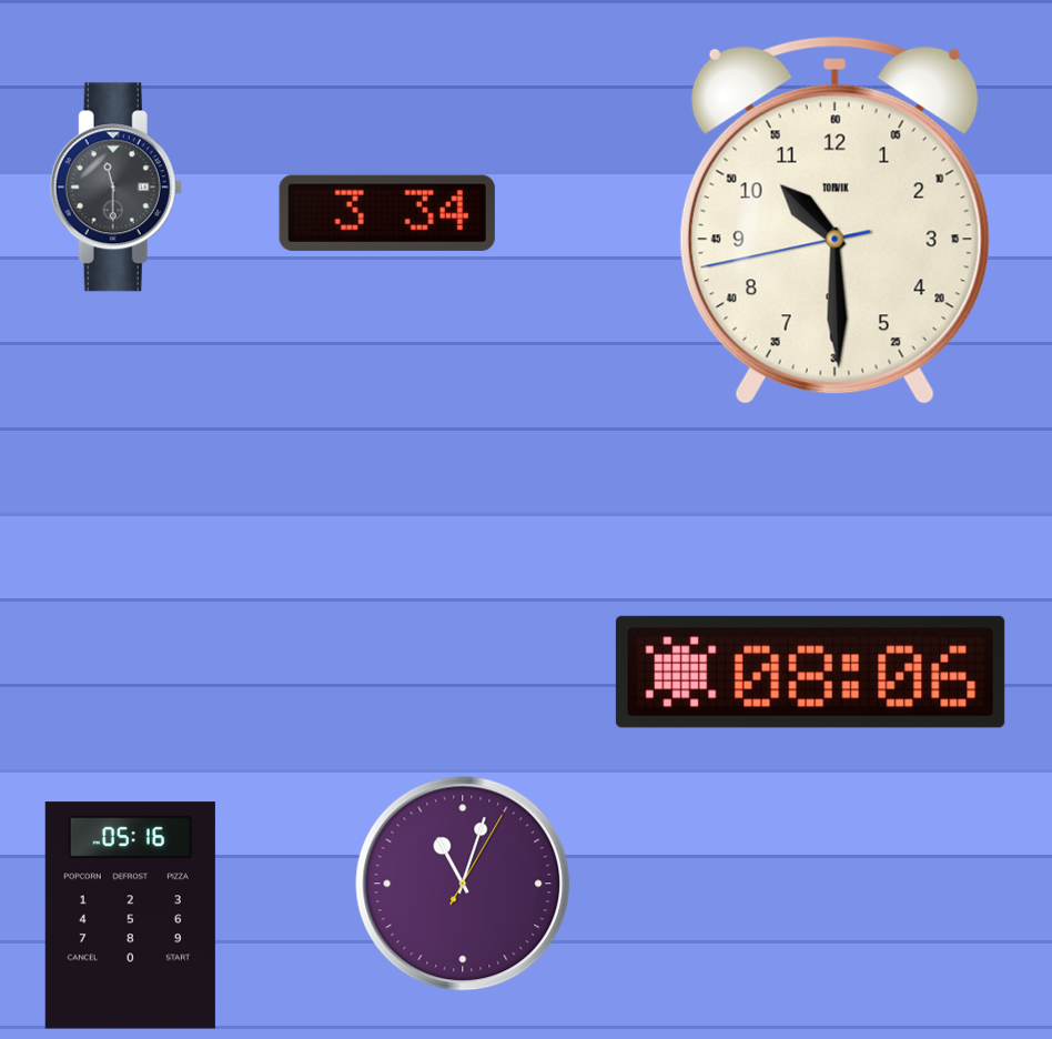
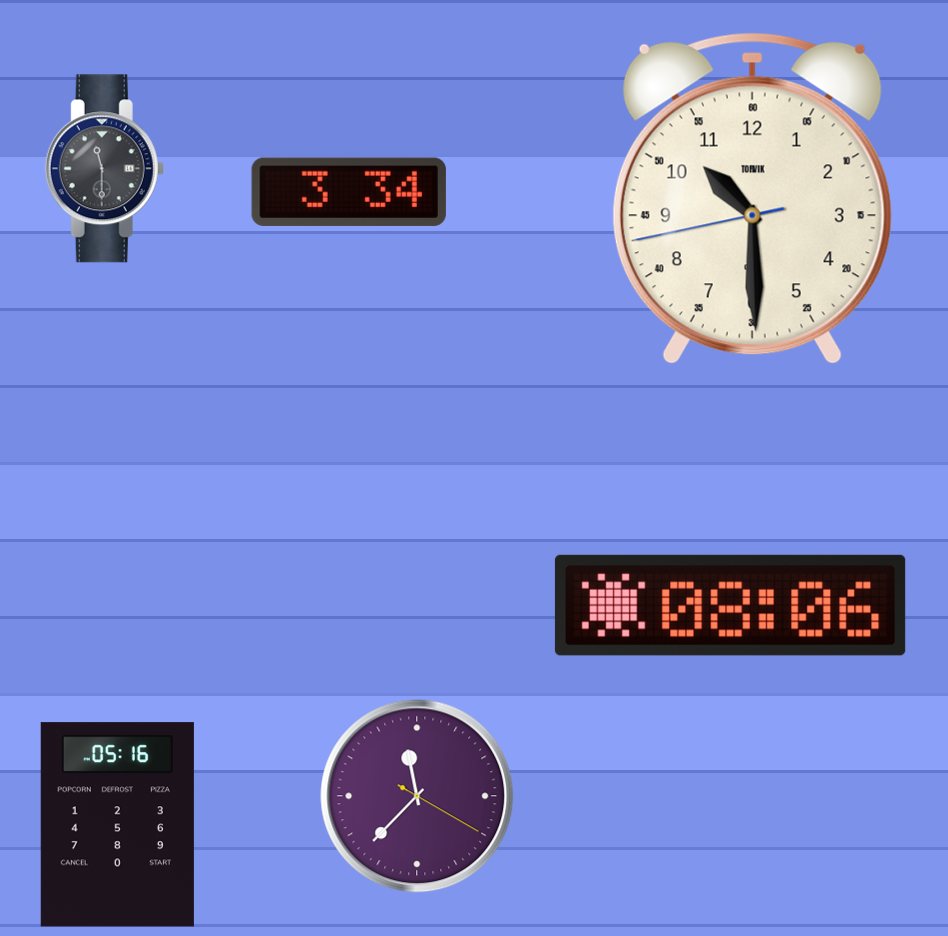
clock at (463, 884): 11:03 -> 11:37
